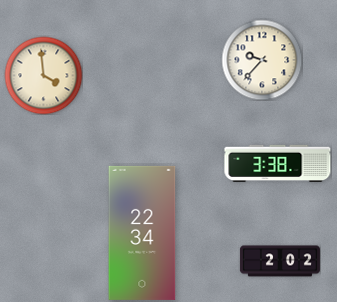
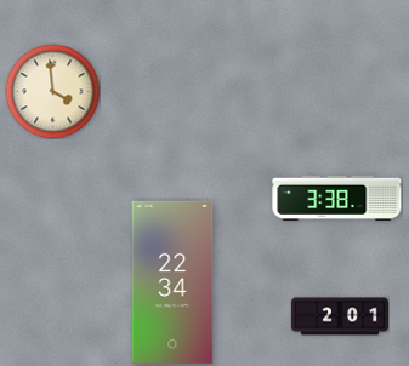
clock at (262, 60): 9:37 -> none
clock at (280, 261): 2:02 -> 2:01
